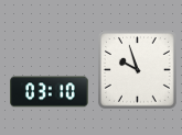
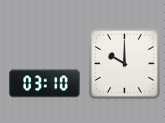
clock at (137, 69): 9:57 -> 10:00
